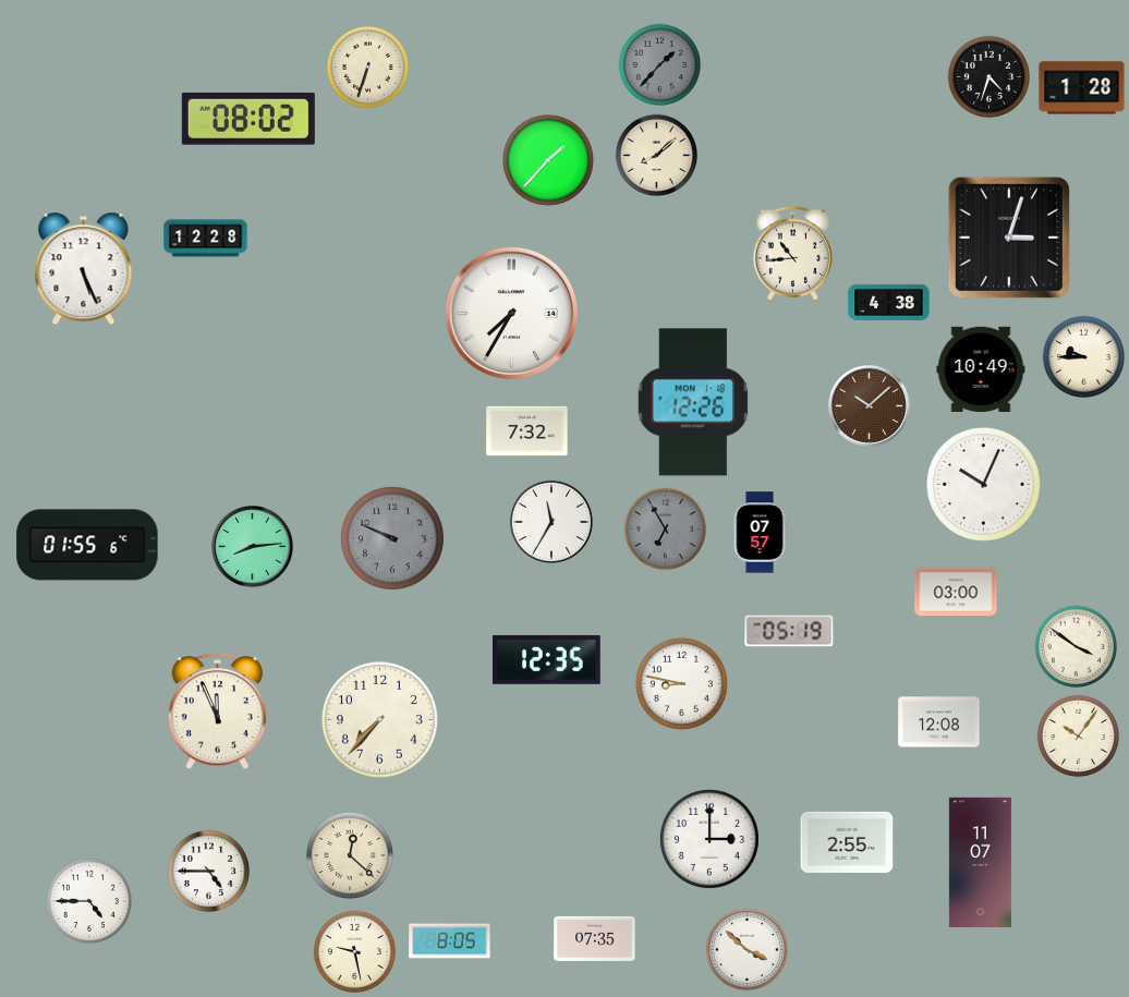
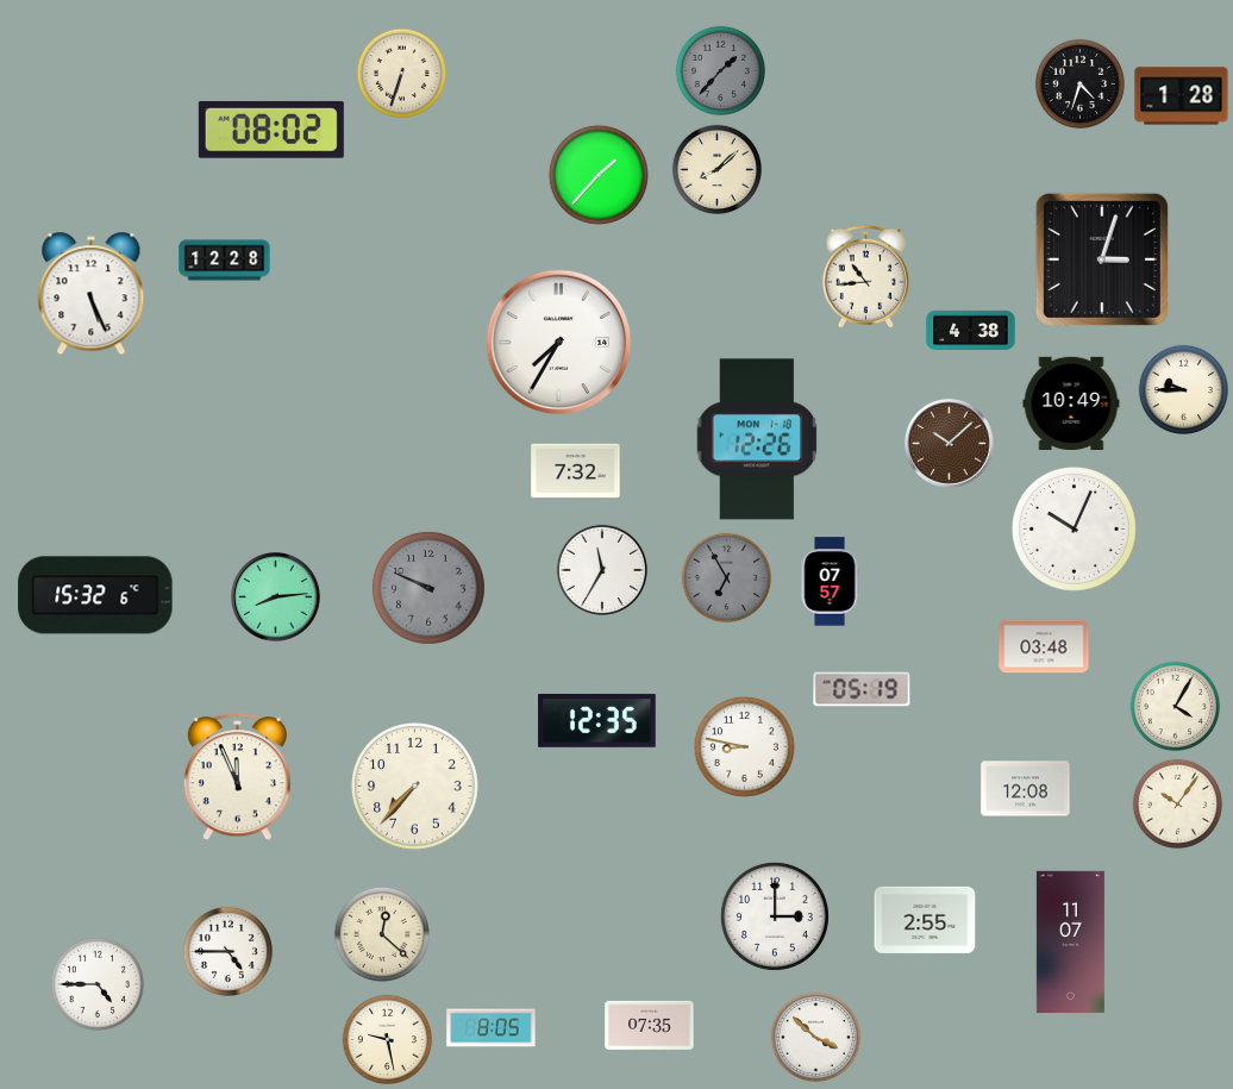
clock at (87, 545): 01:55 -> 15:32
clock at (956, 592): 03:00 -> 03:48
clock at (1076, 646): 3:51 -> 4:05
